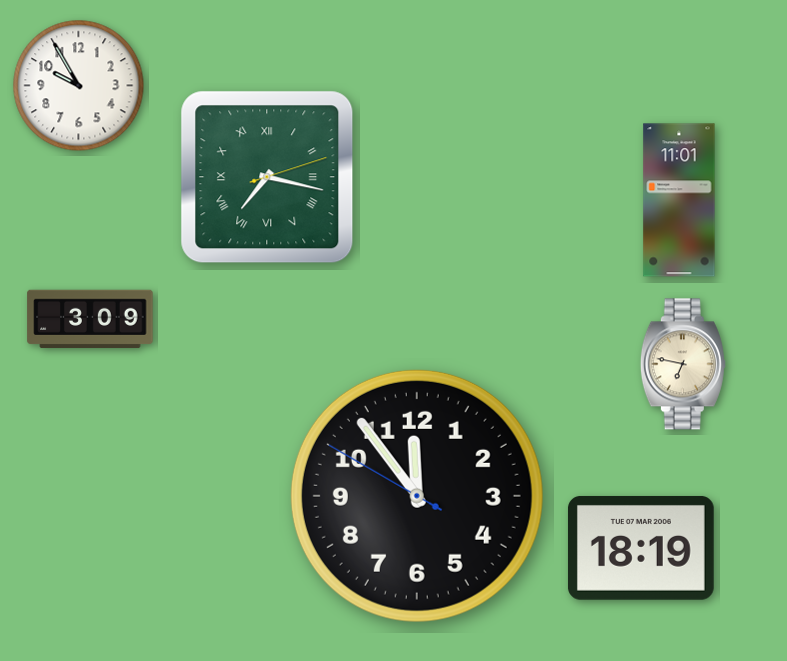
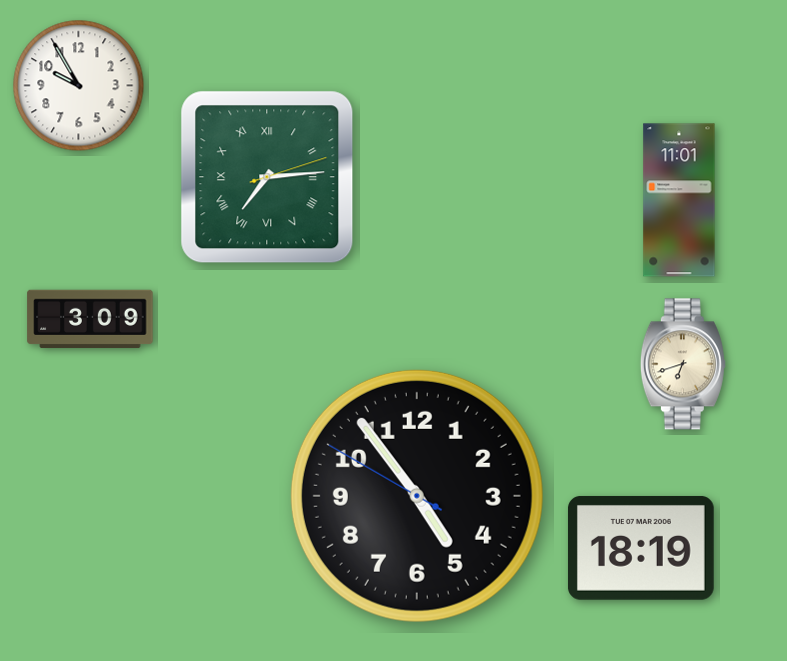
clock at (267, 177): 7:17 -> 7:14
clock at (683, 364): 6:47 -> 6:42
clock at (417, 496): 11:53 -> 4:53
